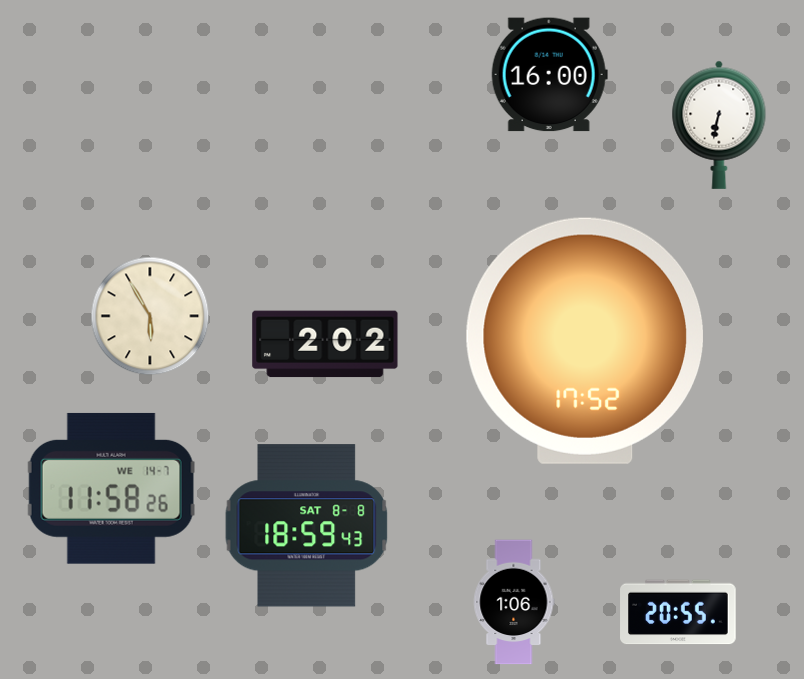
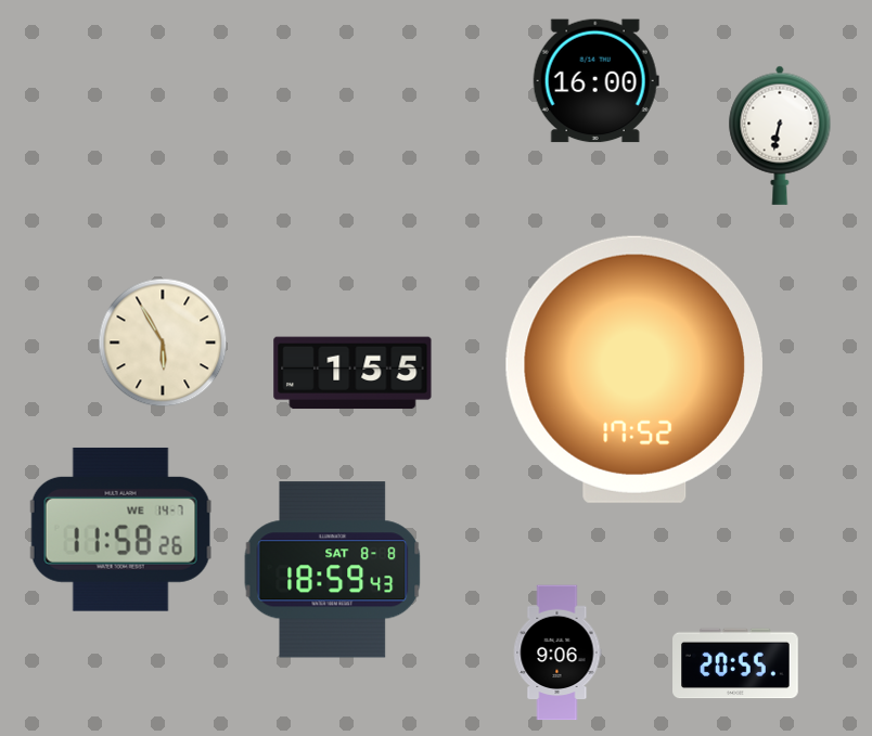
clock at (325, 344): 2:02 -> 1:55
clock at (514, 602): 1:06 -> 9:06
